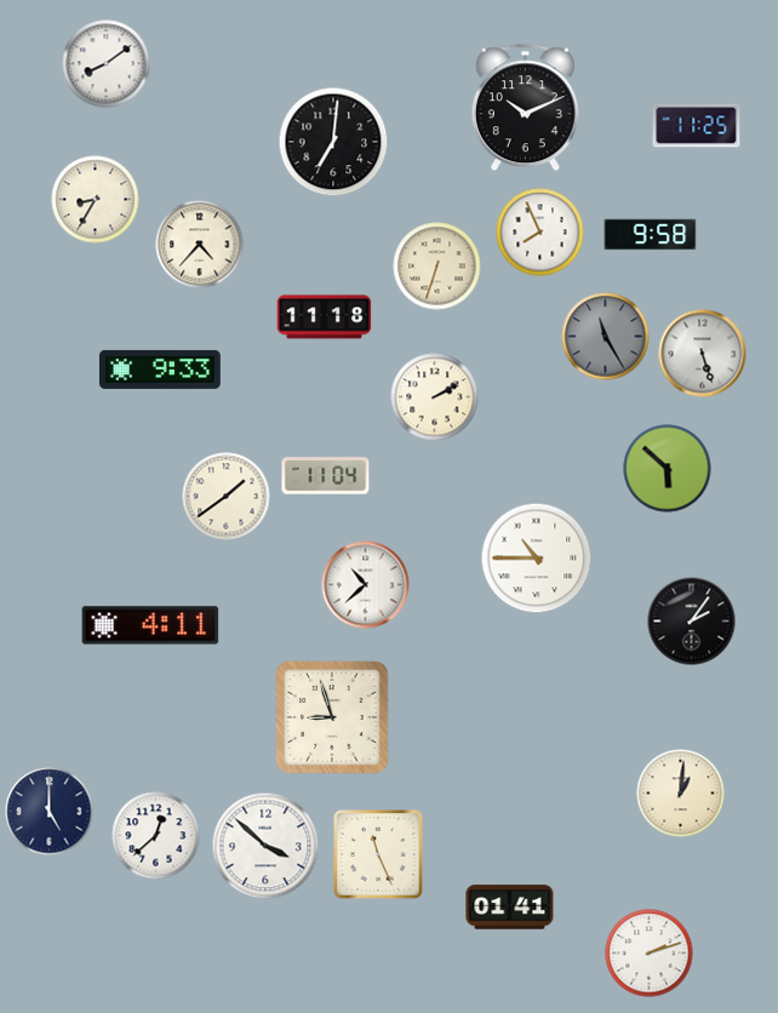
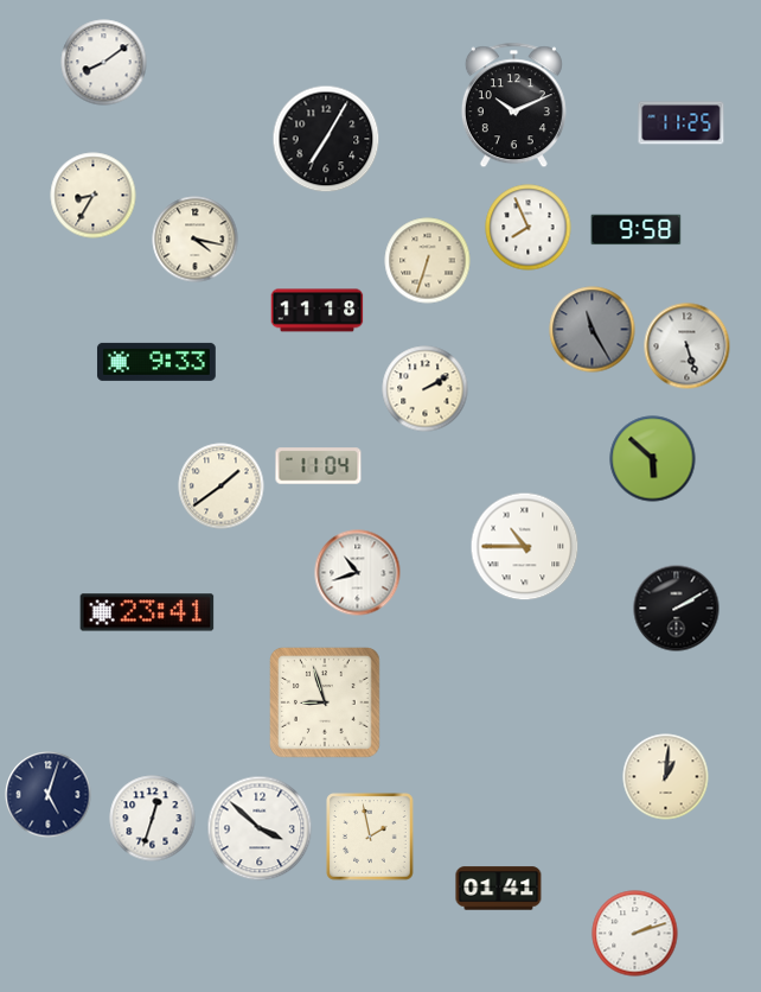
clock at (333, 142): 7:01 -> 7:05
clock at (200, 245): 4:37 -> 4:17
clock at (366, 585): 10:38 -> 10:42
clock at (692, 622): 2:06 -> 2:10
clock at (150, 625): 4:11 -> 23:41
clock at (50, 812): 5:00 -> 5:03
clock at (156, 836): 12:38 -> 12:33
clock at (378, 854): 11:26 -> 1:58
